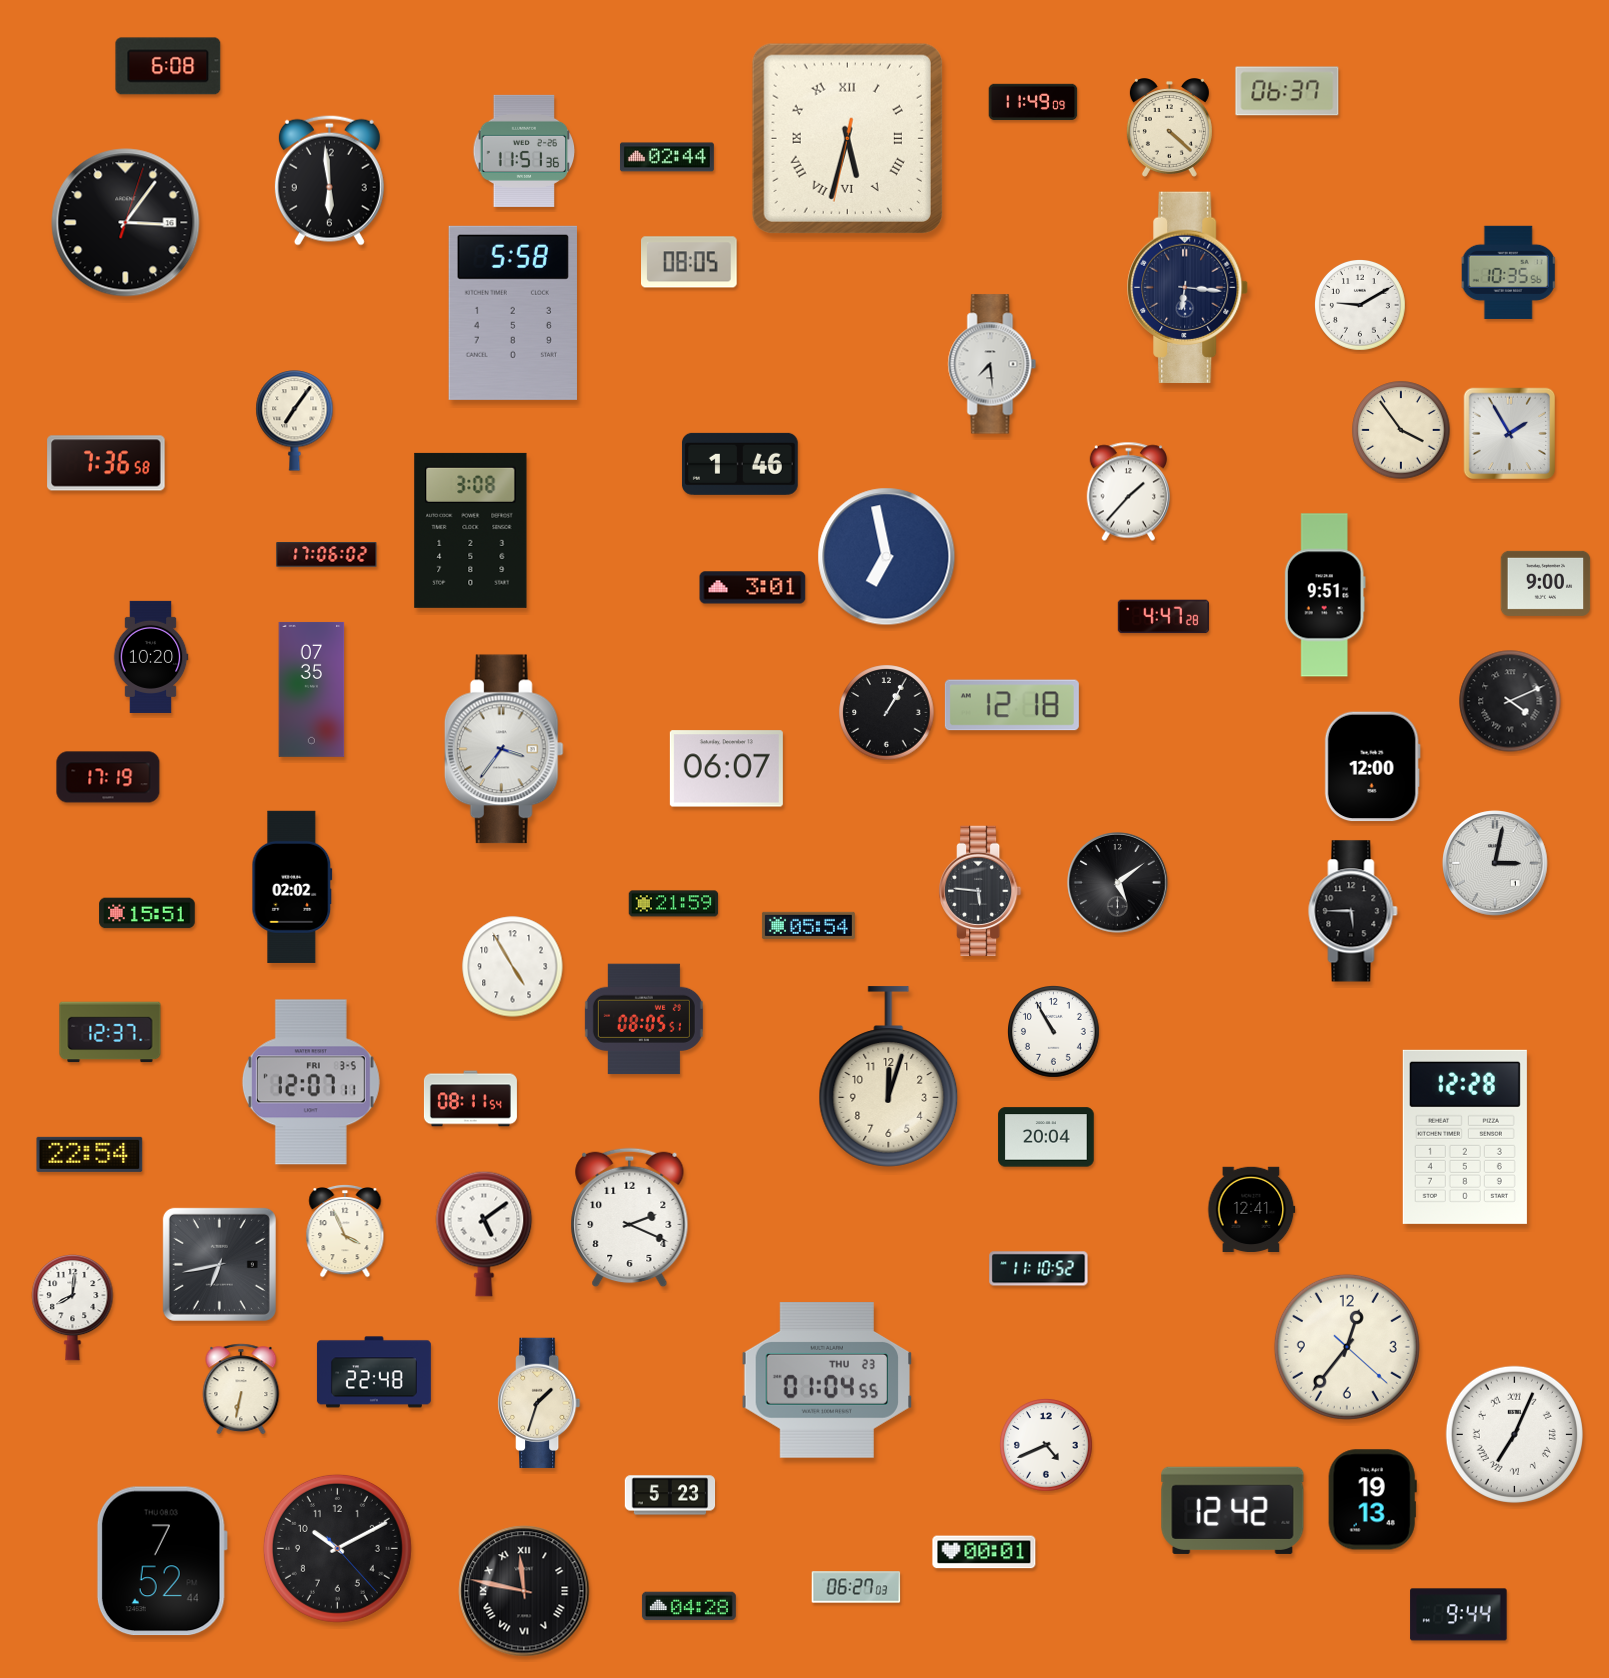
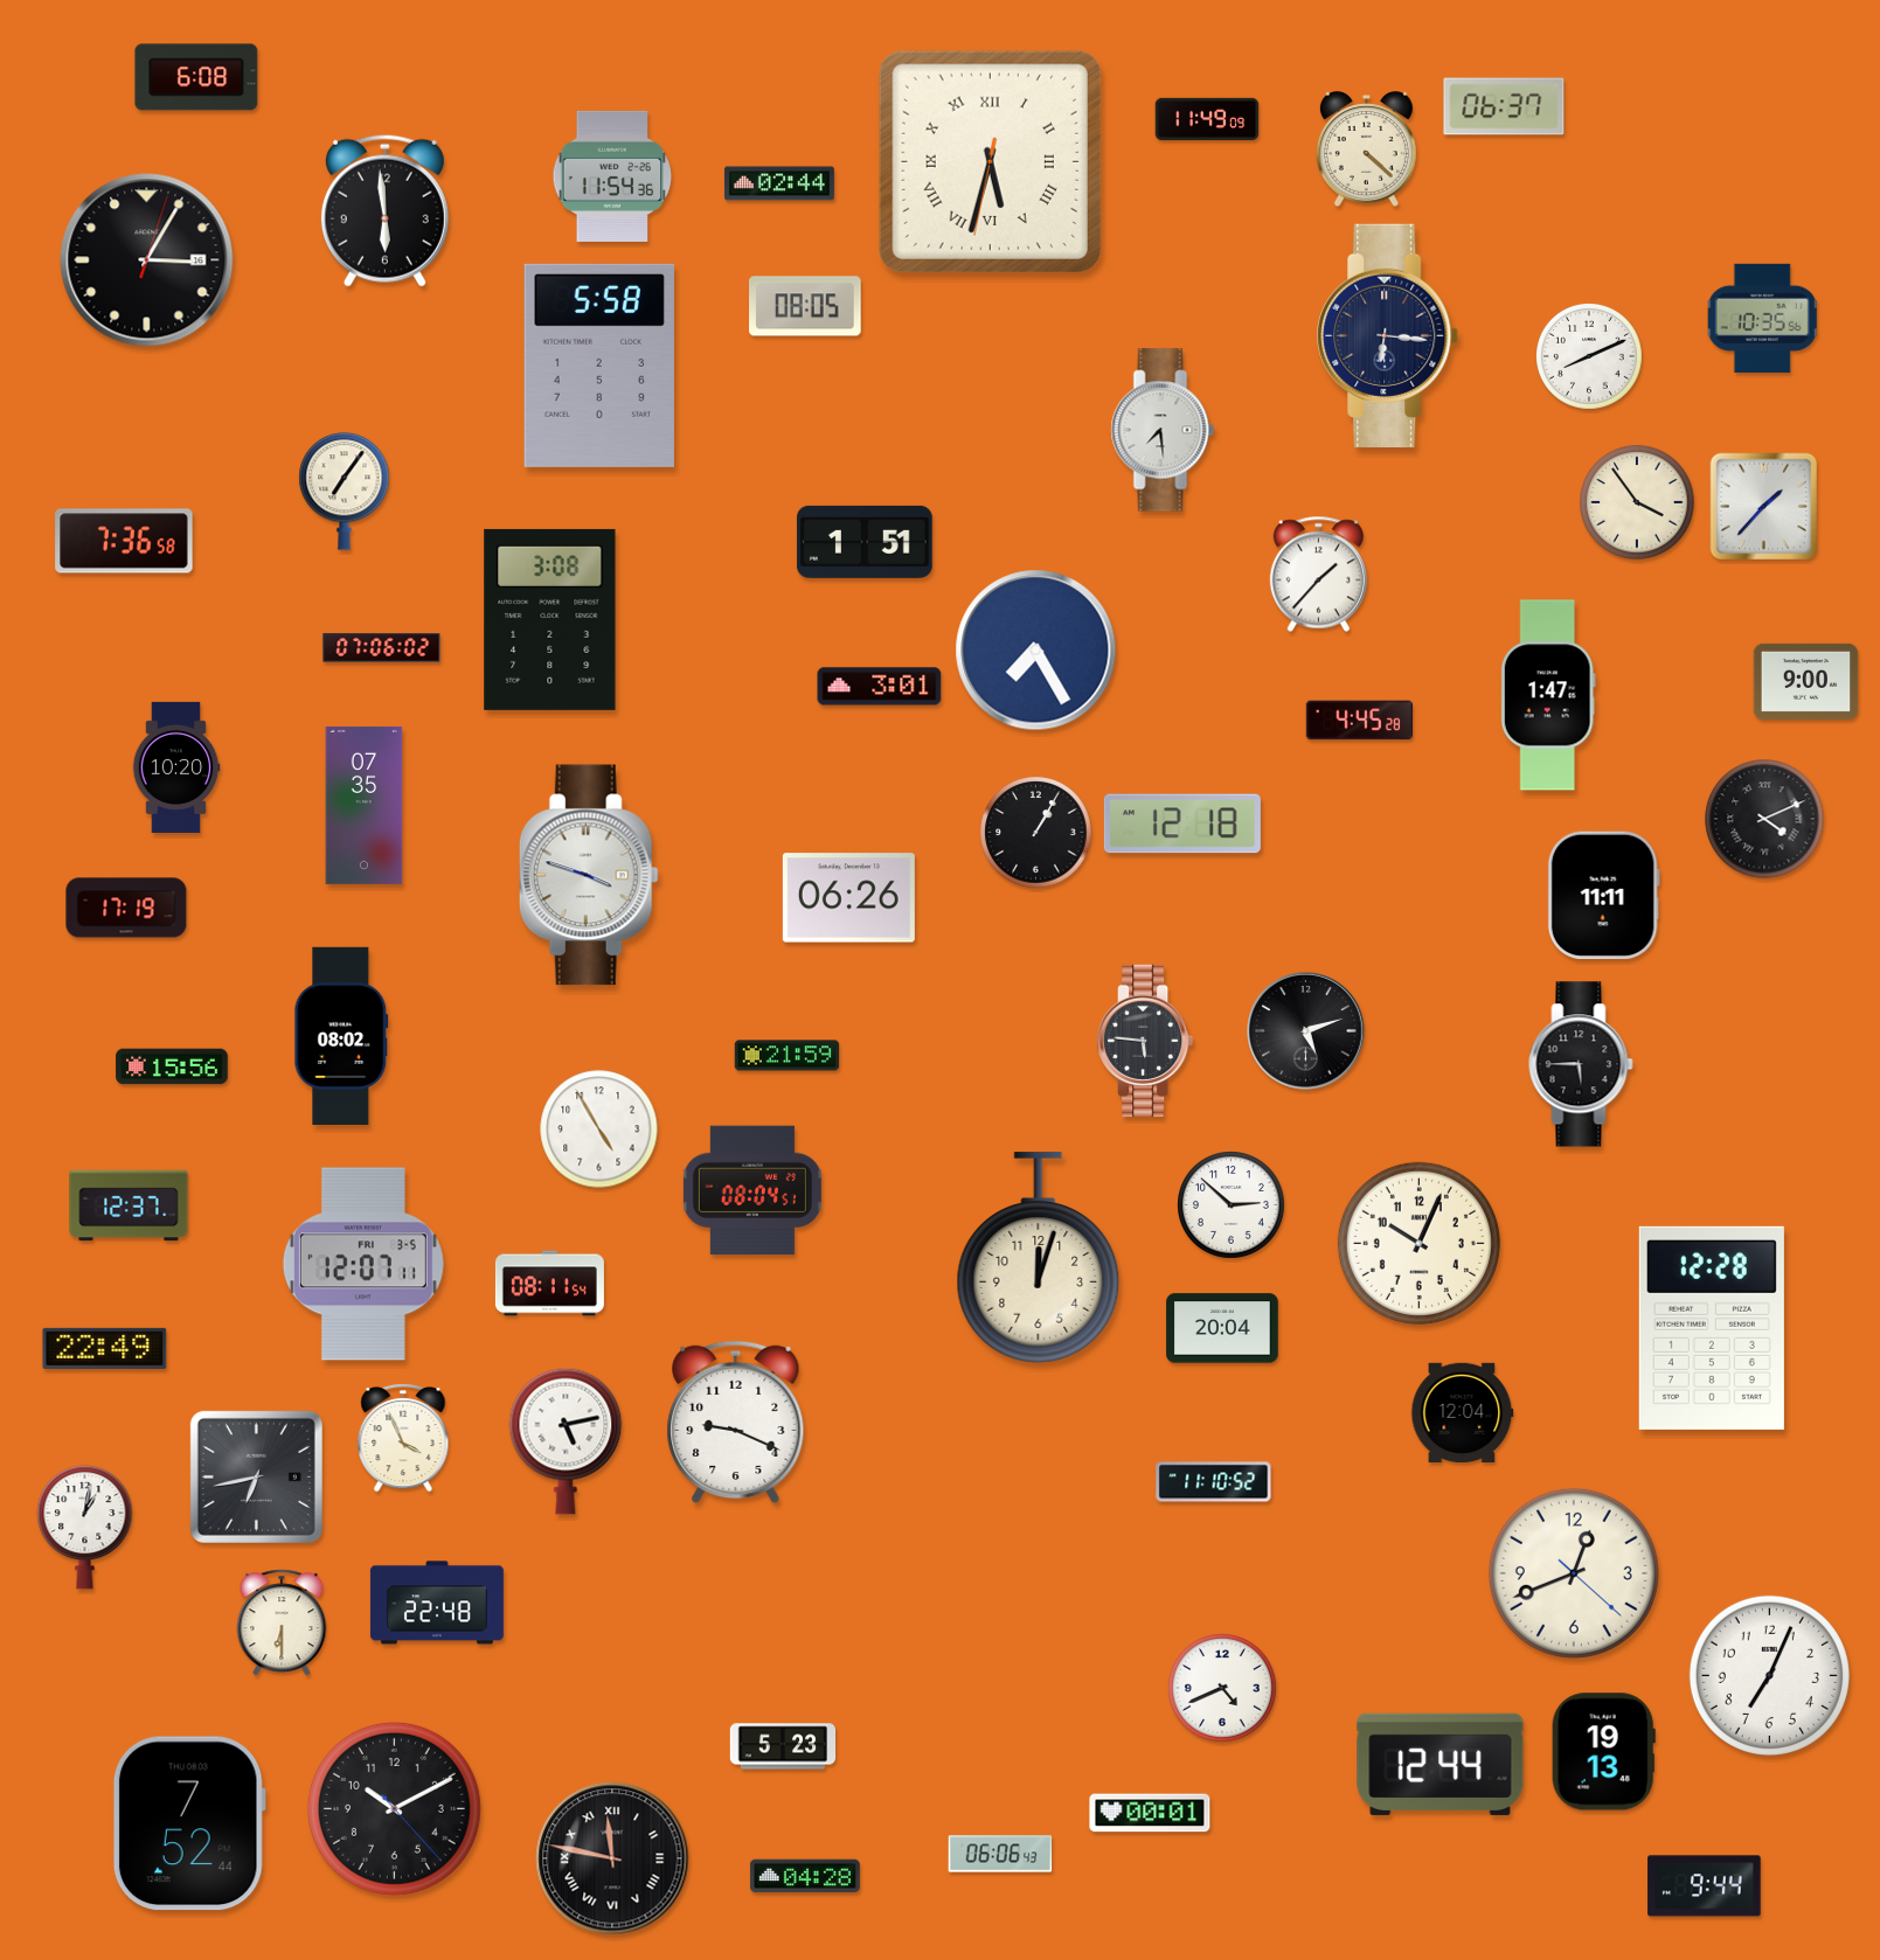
clock at (524, 151): 11:51 -> 11:54
clock at (126, 223): 3:06 -> 3:05
clock at (1361, 306): 9:10 -> 8:11
clock at (992, 364) position: (992, 364) -> (1163, 430)
clock at (1510, 434): 1:55 -> 1:37
clock at (740, 464): 1:46 -> 1:51
clock at (327, 555): 17:06 -> 07:06
clock at (887, 557): 6:58 -> 7:25
clock at (1325, 595): 9:51 -> 1:47
clock at (1163, 617): 4:47 -> 4:45
clock at (504, 749): 3:36 -> 3:48
clock at (1372, 767): 12:00 -> 11:11
clock at (726, 769): 06:07 -> 06:26
clock at (1495, 863): 3:02 -> none
clock at (1118, 883): 5:09 -> 5:12
clock at (292, 887): 02:02 -> 08:02
clock at (147, 913): 15:51 -> 15:56
clock at (808, 925): 05:54 -> none
clock at (644, 1019): 08:05 -> 08:04
clock at (1054, 1032): 10:55 -> 2:52
clock at (1418, 1243): none -> 10:04
clock at (90, 1154): 22:54 -> 22:49
clock at (1252, 1210): 12:41 -> 12:04
clock at (630, 1218): 2:19 -> 9:19
clock at (484, 1234): 5:09 -> 5:13
clock at (73, 1307): 8:01 -> 1:02
clock at (1347, 1347): 12:36 -> 12:41
clock at (827, 1380): 01:04 -> none
clock at (241, 1389): 6:32 -> 6:30
clock at (540, 1403): 1:33 -> none
clock at (1514, 1434) numerals: Roman -> Arabic
clock at (1233, 1510): 12:42 -> 12:44
clock at (856, 1587): 06:27 -> 06:06
